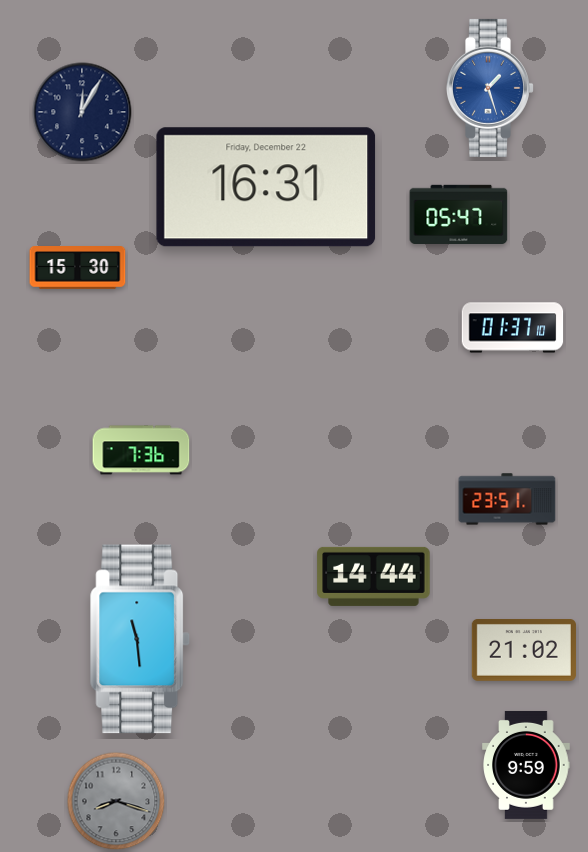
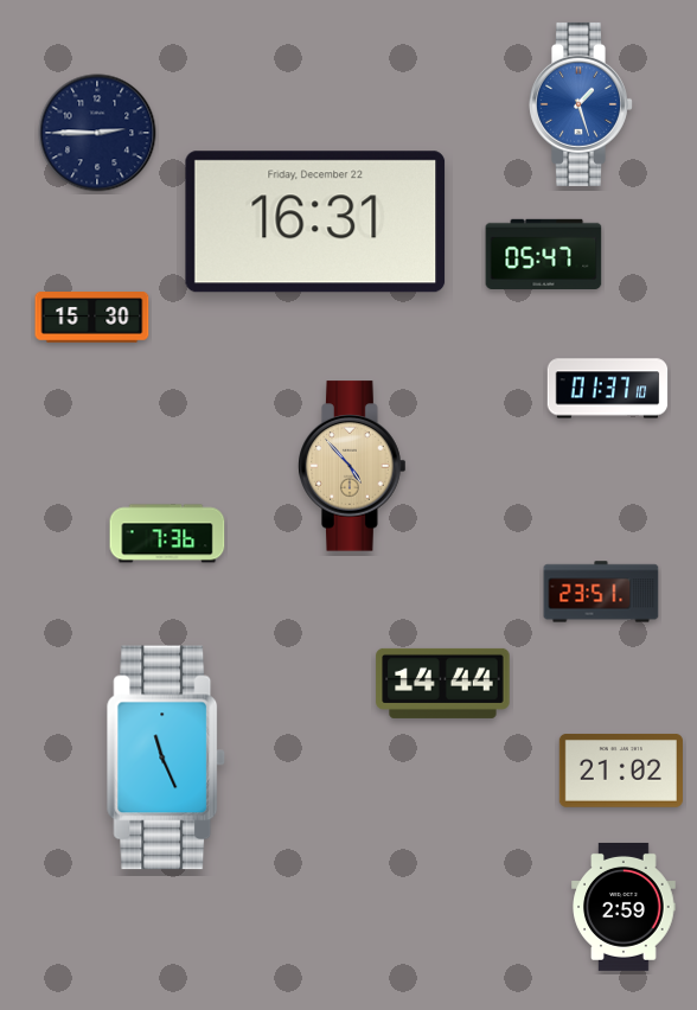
clock at (82, 112): 12:05 -> 2:45
clock at (352, 466): none -> 4:53
clock at (140, 639): 11:29 -> 11:26
clock at (526, 765): 9:59 -> 2:59
clock at (116, 801): 8:18 -> none
